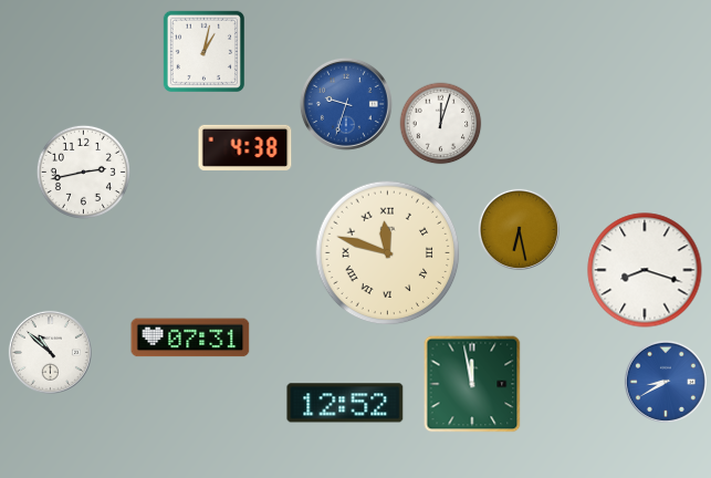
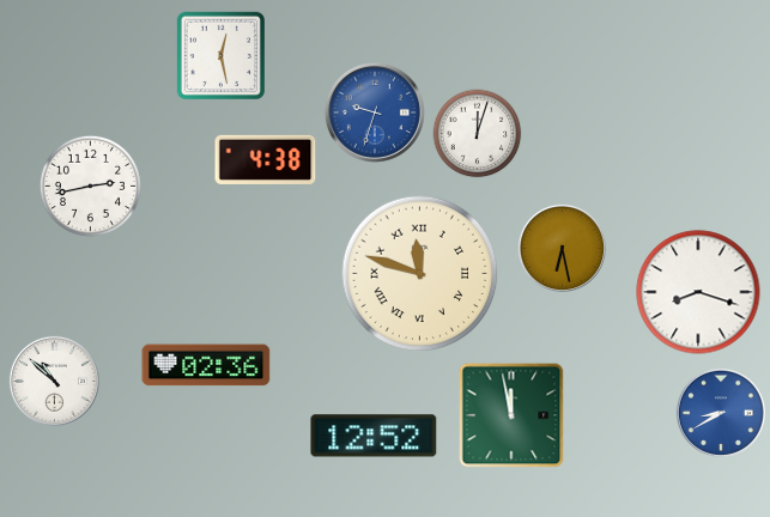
clock at (203, 51): 1:02 -> 12:28
clock at (190, 337): 07:31 -> 02:36
